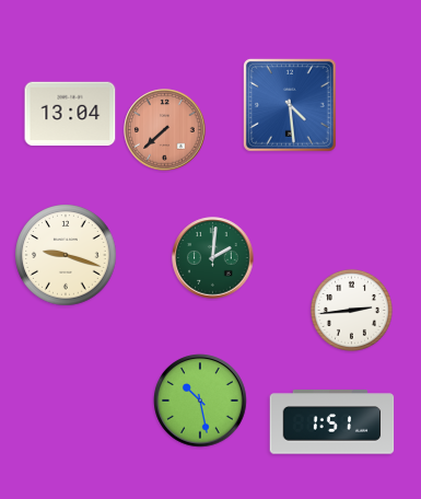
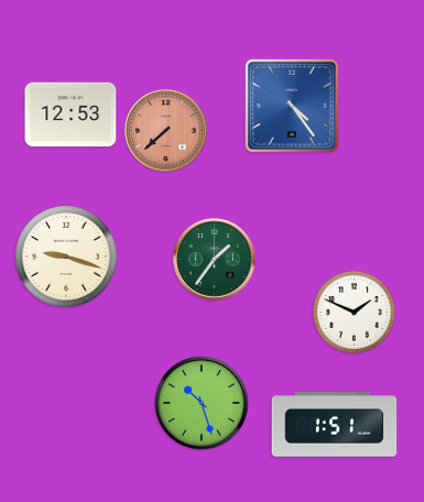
clock at (290, 105): 4:29 -> 4:24
clock at (70, 114): 13:04 -> 12:53
clock at (213, 258): 2:01 -> 1:36
clock at (351, 310): 2:44 -> 1:49
clock at (200, 401): 10:28 -> 10:27
